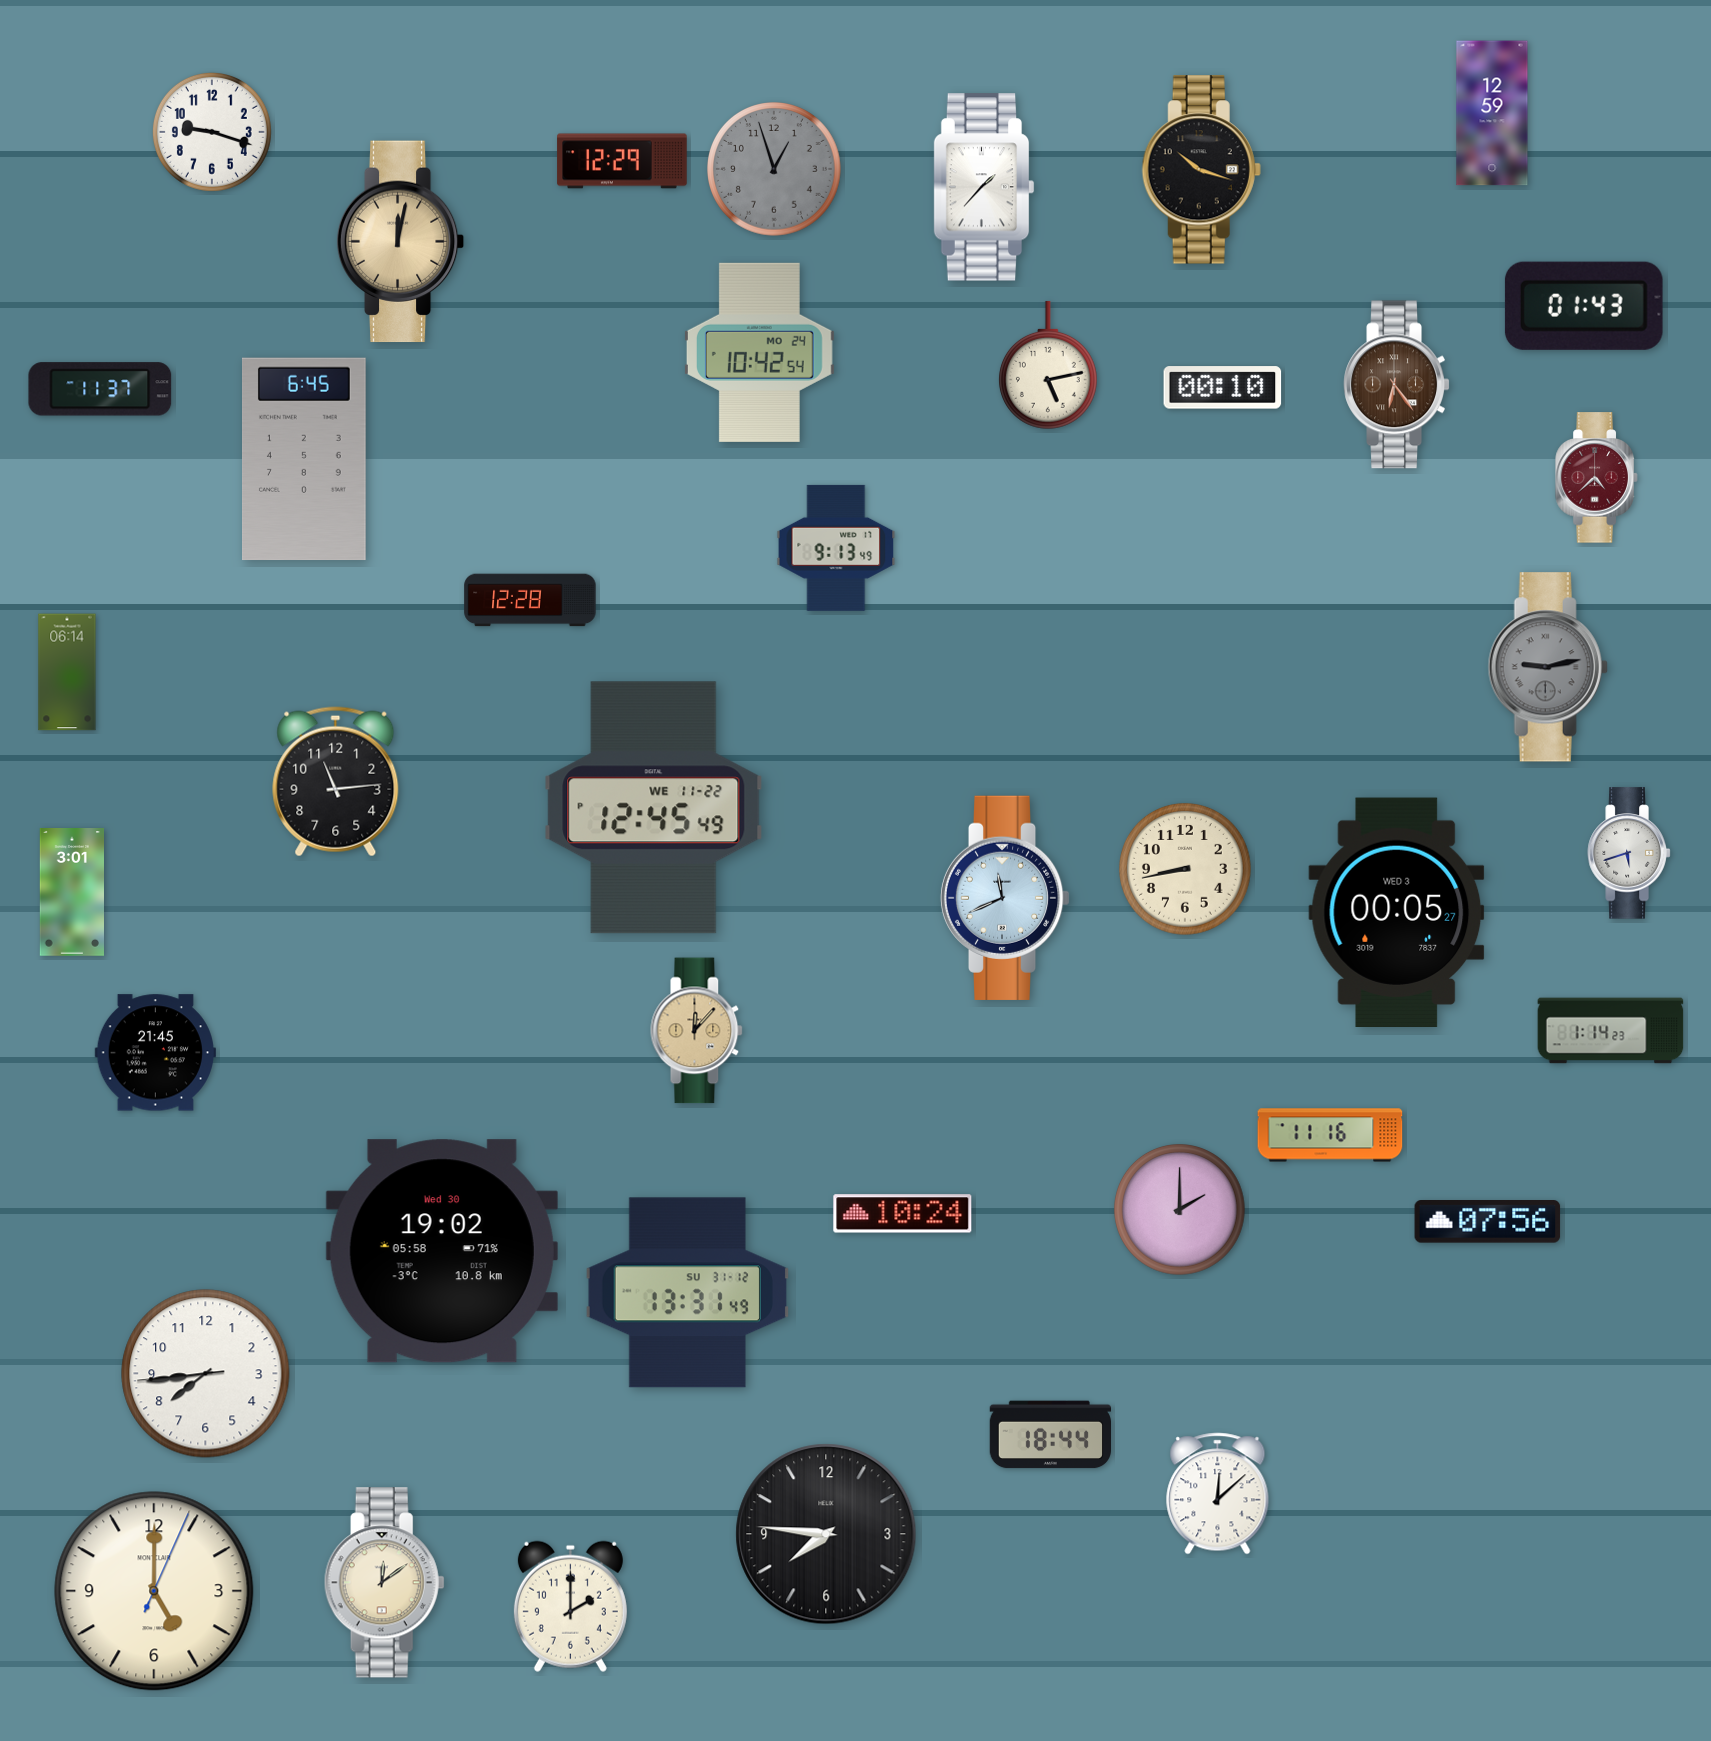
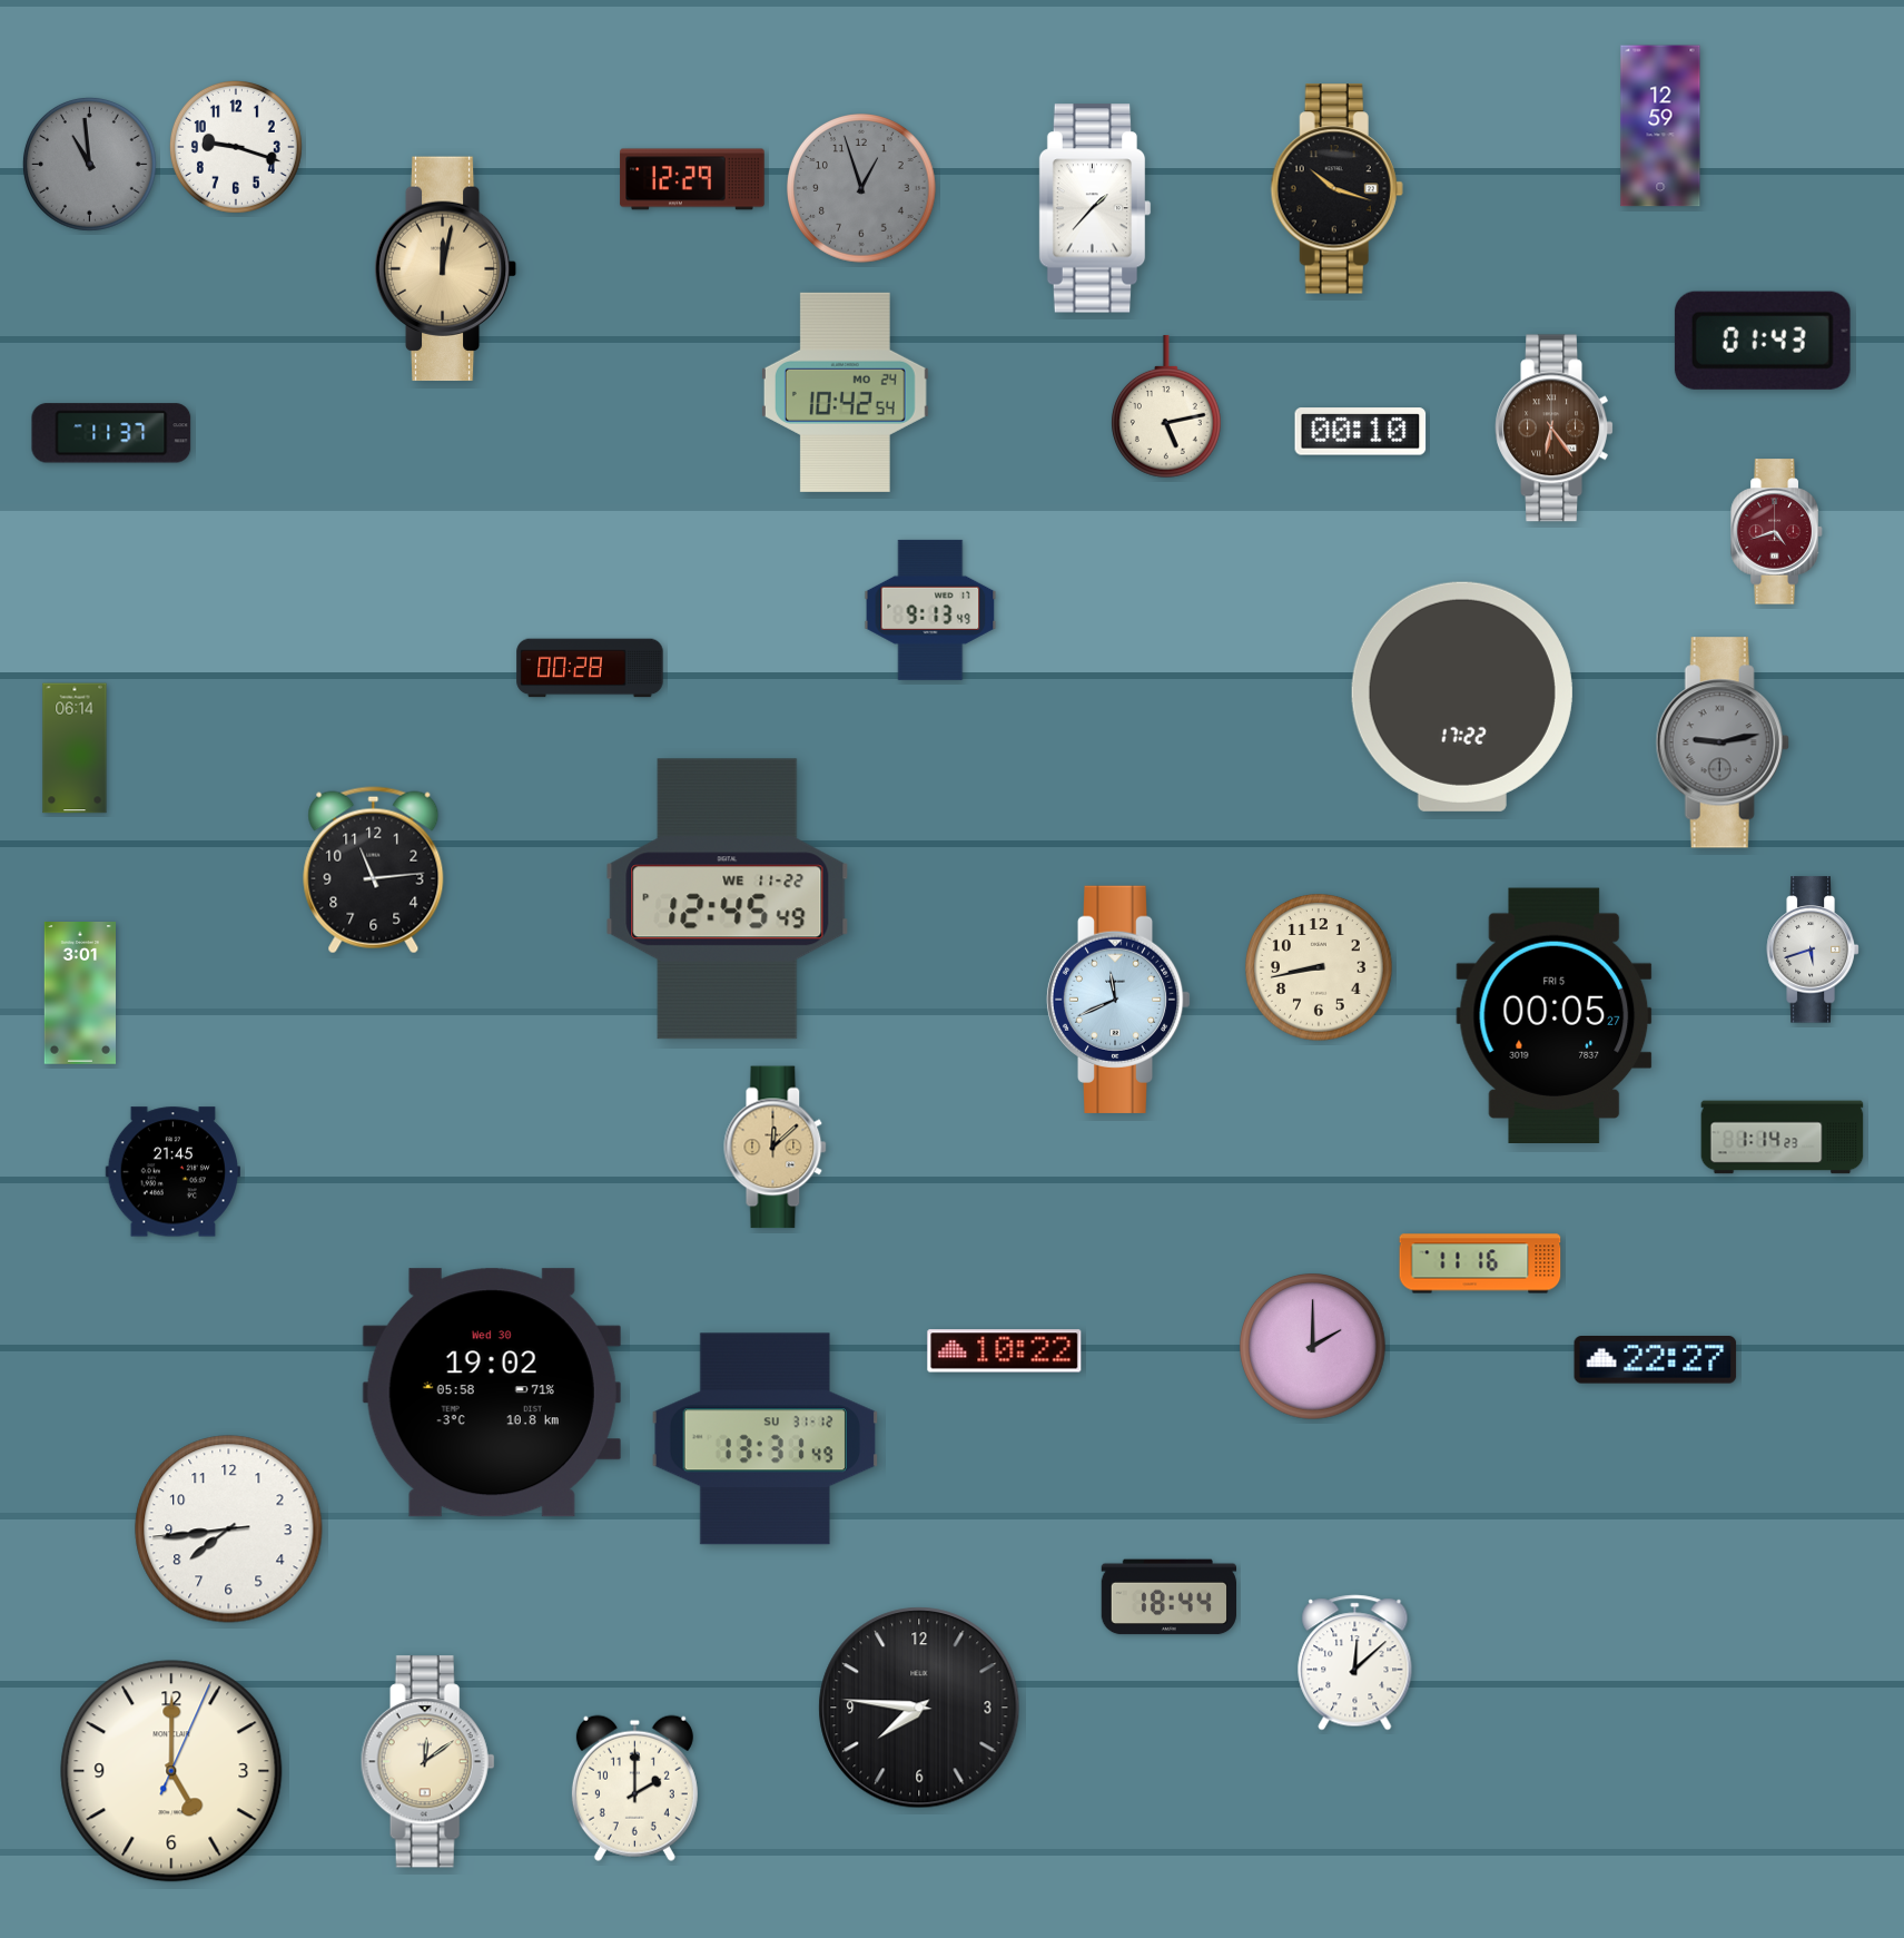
clock at (89, 164): none -> 10:59
clock at (305, 459): 6:45 -> none
clock at (1597, 478): 4:38 -> 4:42
clock at (530, 600): 12:28 -> 00:28
clock at (1462, 697): none -> 17:22
clock at (1397, 912) date: WED 3 -> FRI 5
clock at (697, 1031): 12:07 -> 12:08
clock at (1611, 1031) position: (1611, 1031) -> (1783, 1138)
clock at (903, 1214): 10:24 -> 10:22
clock at (1488, 1222): 07:56 -> 22:27
